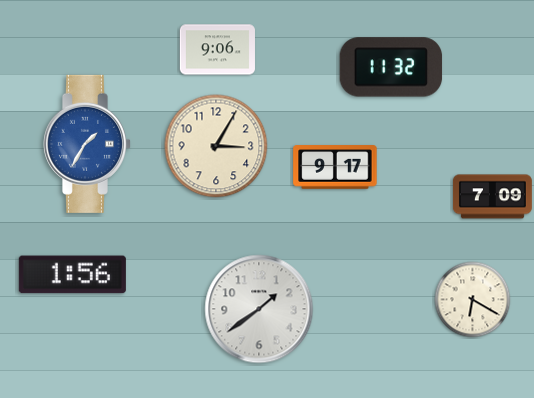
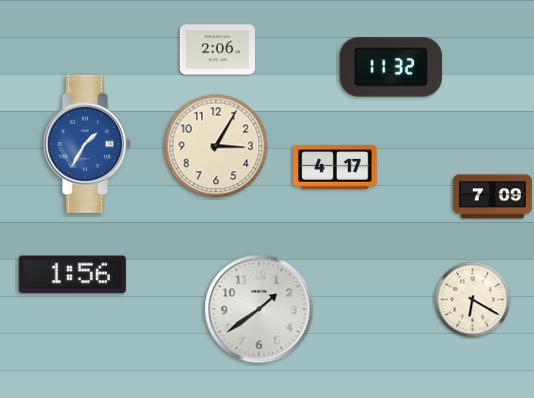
clock at (217, 50): 9:06 -> 2:06
clock at (335, 167): 9:17 -> 4:17
